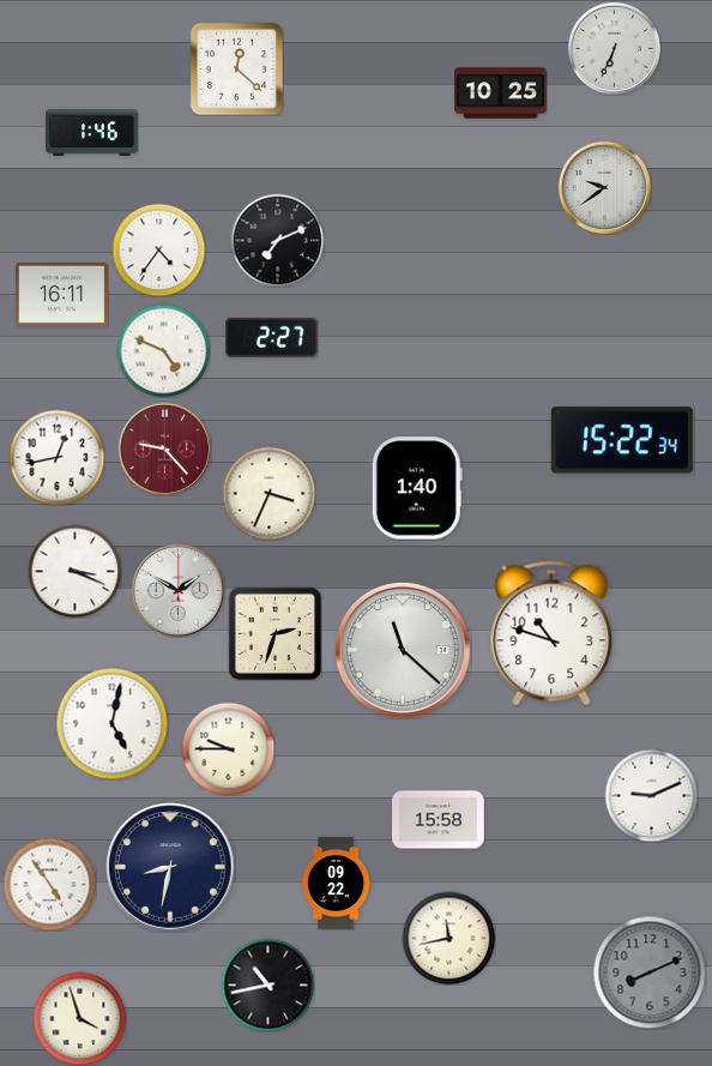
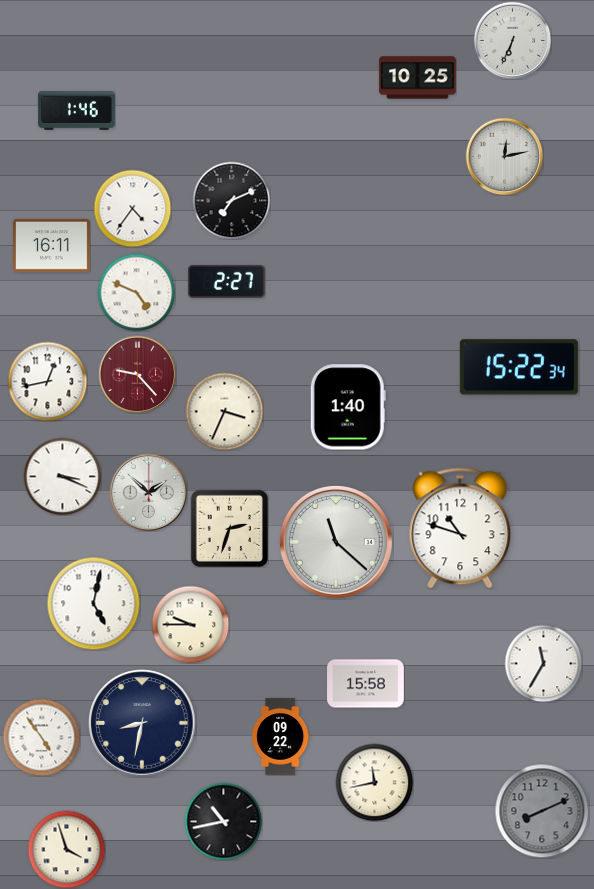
clock at (236, 68): 12:22 -> none
clock at (604, 187): 9:39 -> 12:13
clock at (177, 590): 1:50 -> 1:52
clock at (651, 795): 9:11 -> 11:35
